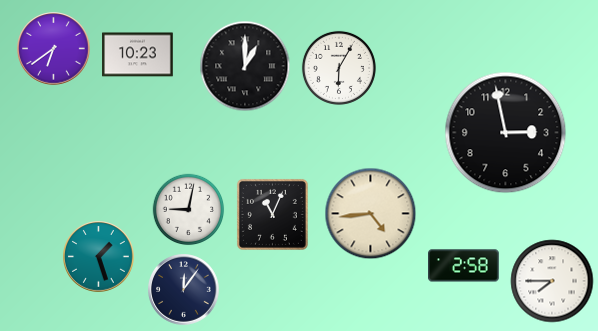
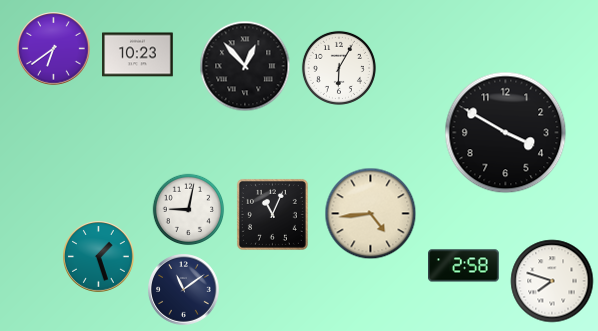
clock at (245, 66): 1:00 -> 12:53
clock at (506, 133): 2:58 -> 3:50
clock at (552, 281): 7:45 -> 7:48
clock at (184, 290): 12:06 -> 11:09
